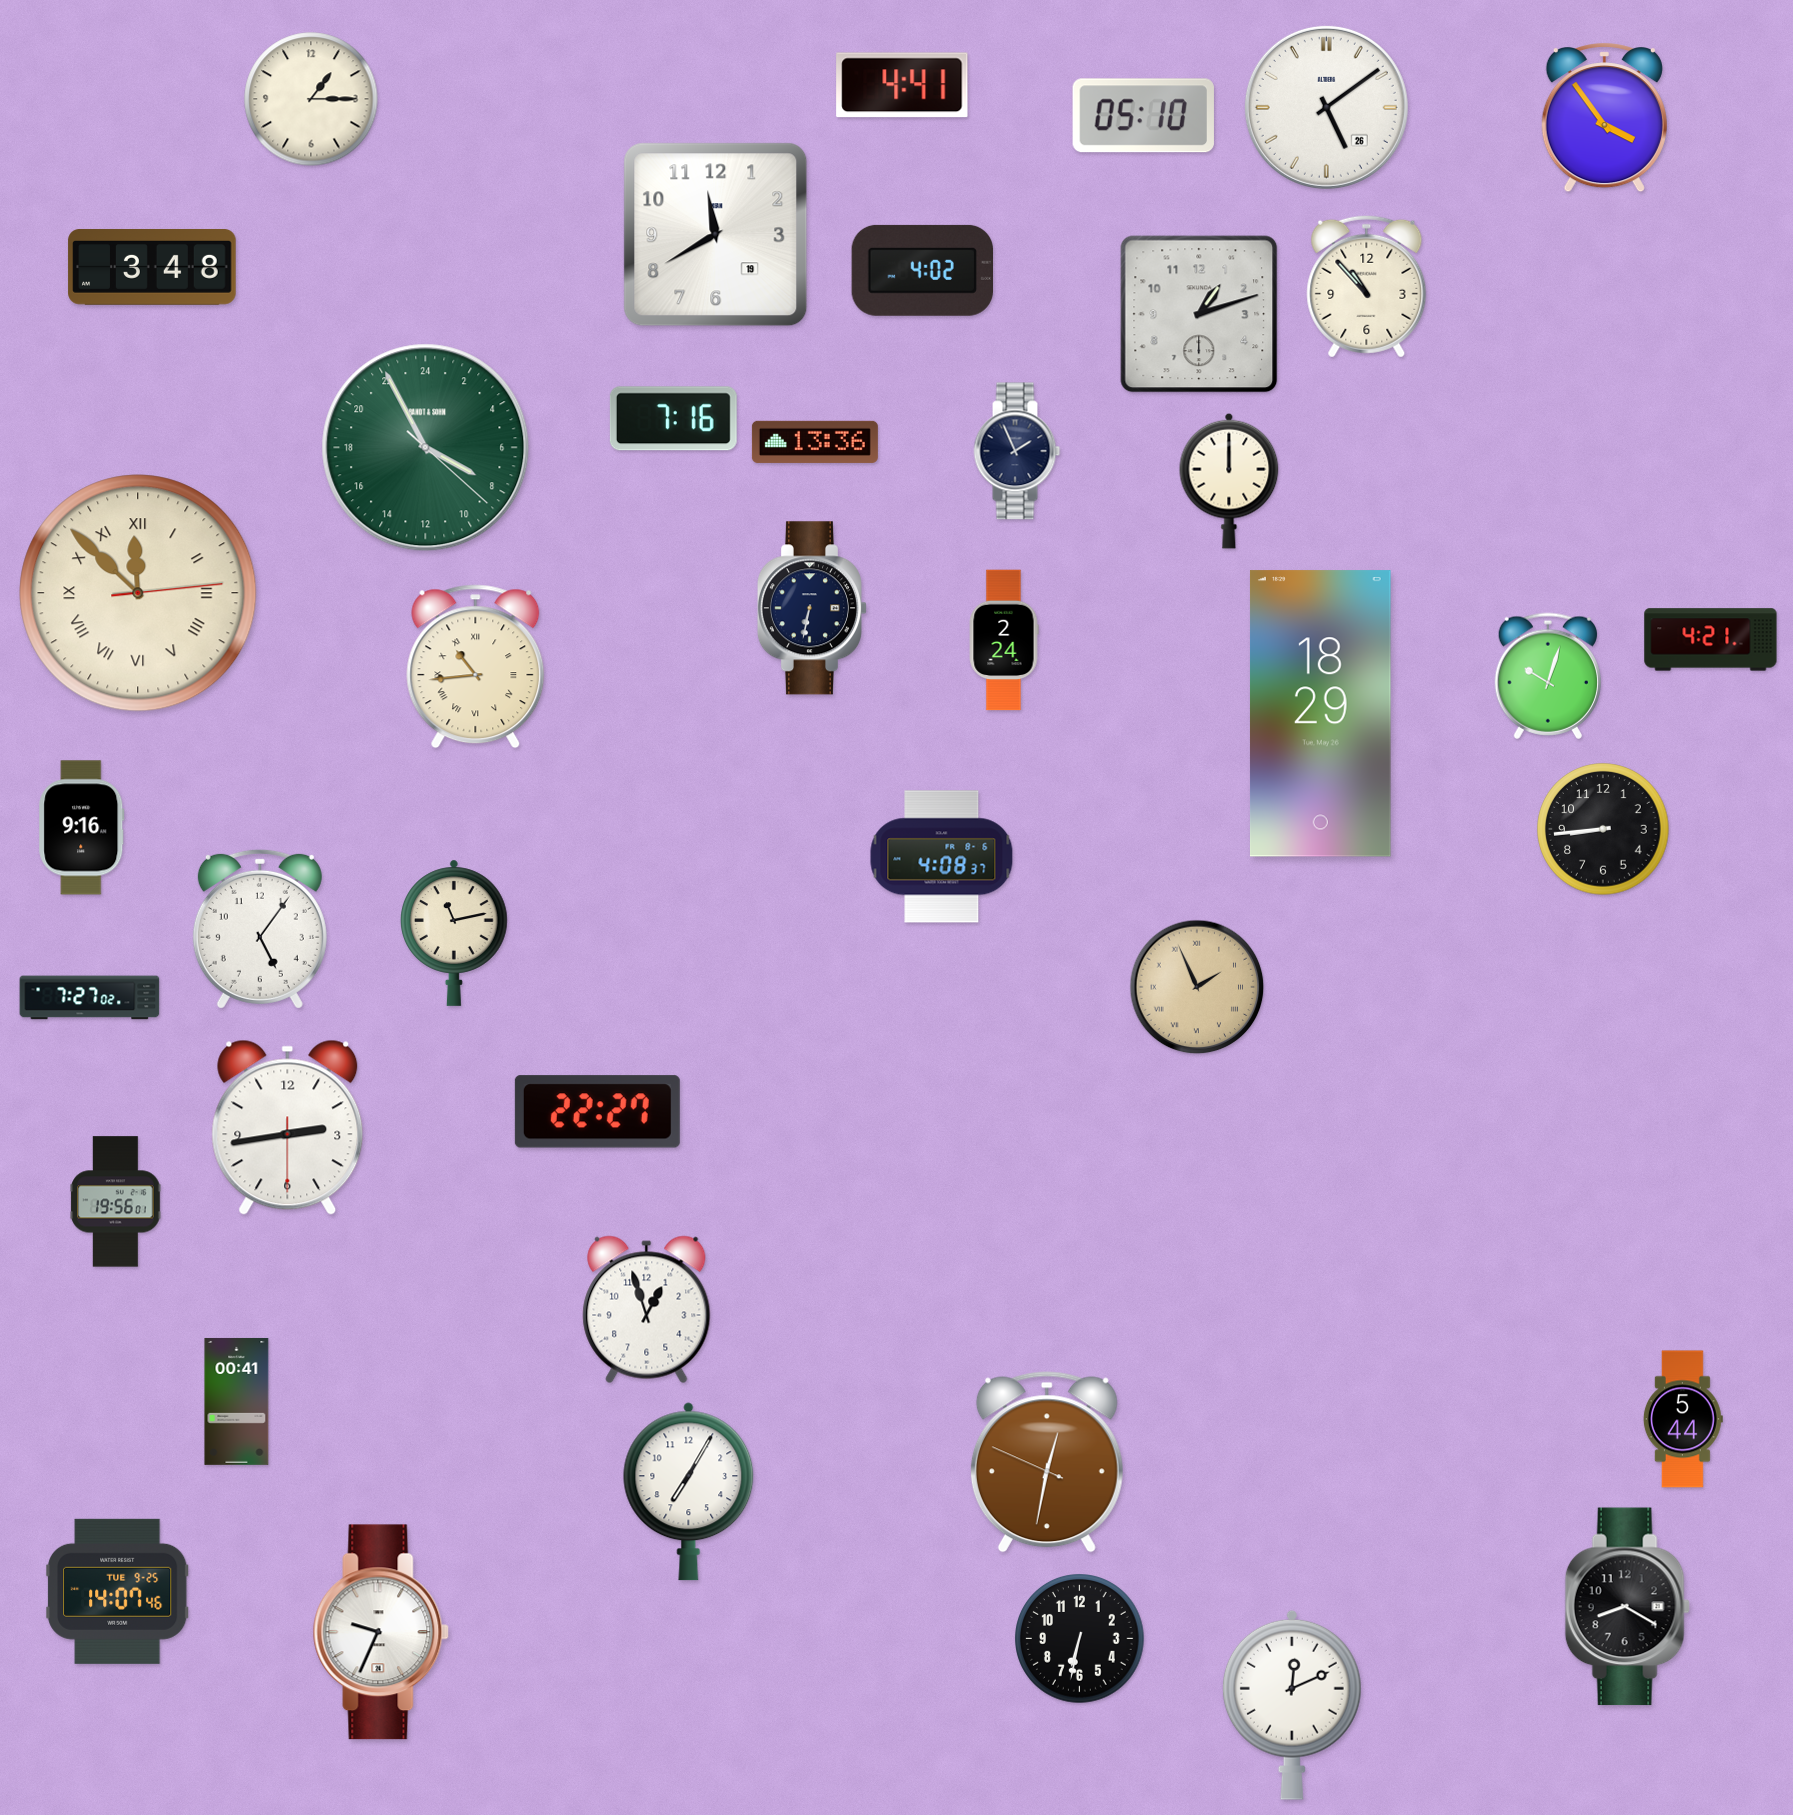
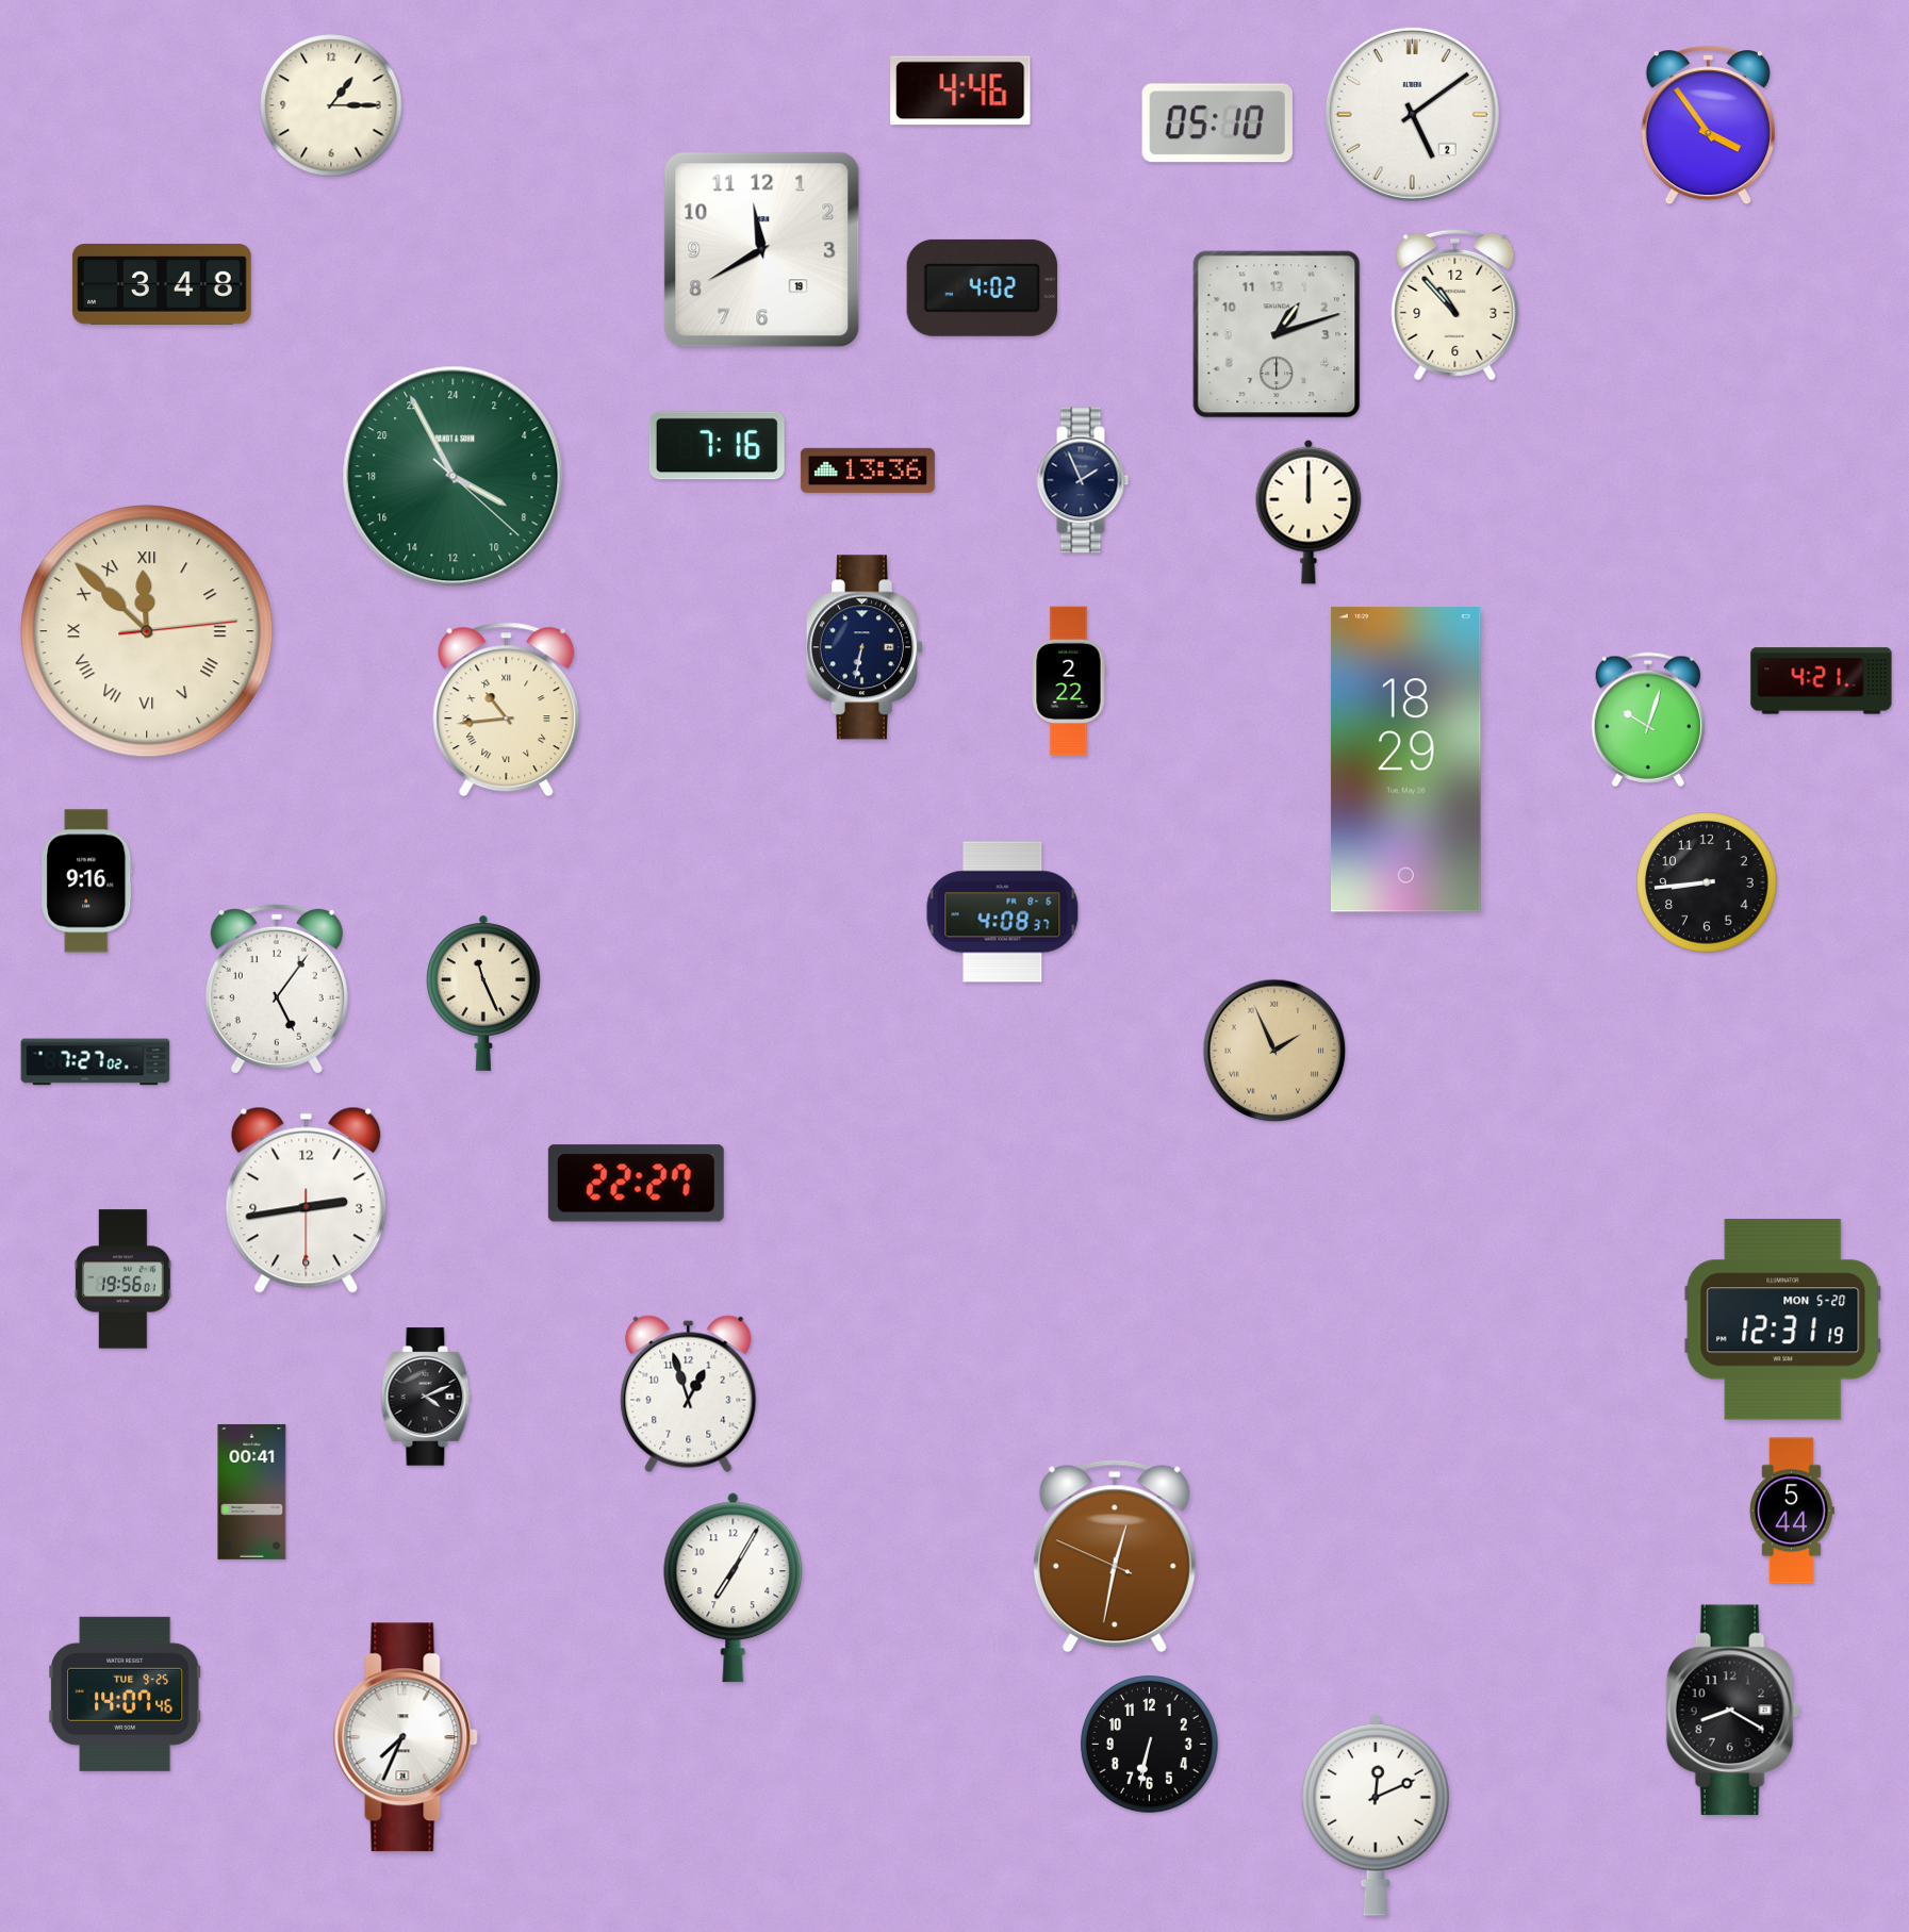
clock at (902, 85): 4:41 -> 4:46
clock at (1326, 107) date: 26 -> 2
clock at (1004, 640): 2:24 -> 2:22
clock at (455, 933): 11:13 -> 11:26
clock at (1783, 1320): none -> 12:31
clock at (426, 1397): none -> 4:11
clock at (381, 1632): 9:34 -> 7:34
